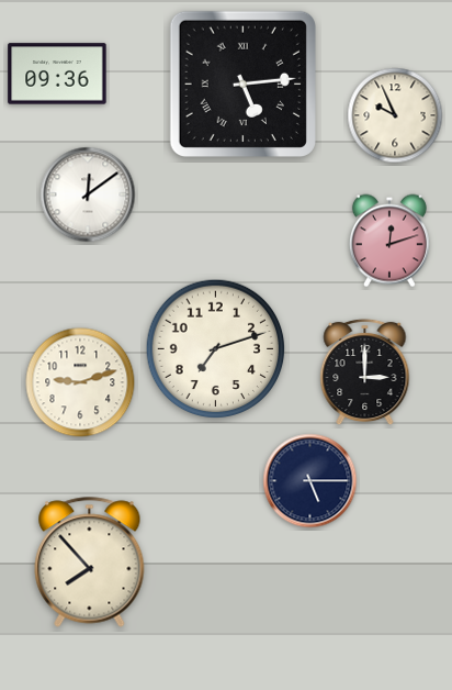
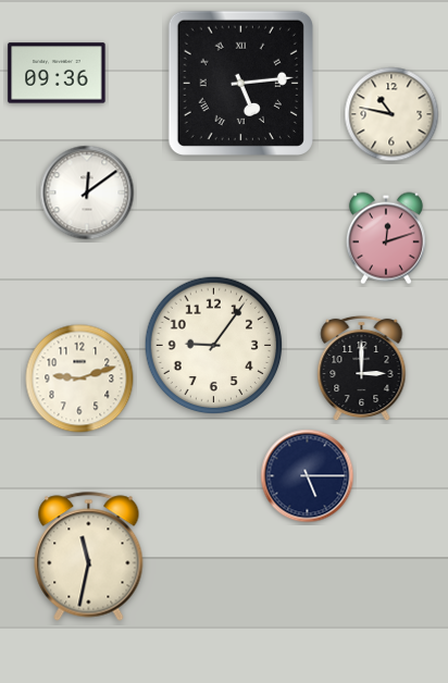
clock at (395, 115): 9:56 -> 10:47
clock at (216, 349): 7:12 -> 9:06
clock at (90, 563): 7:53 -> 11:32
